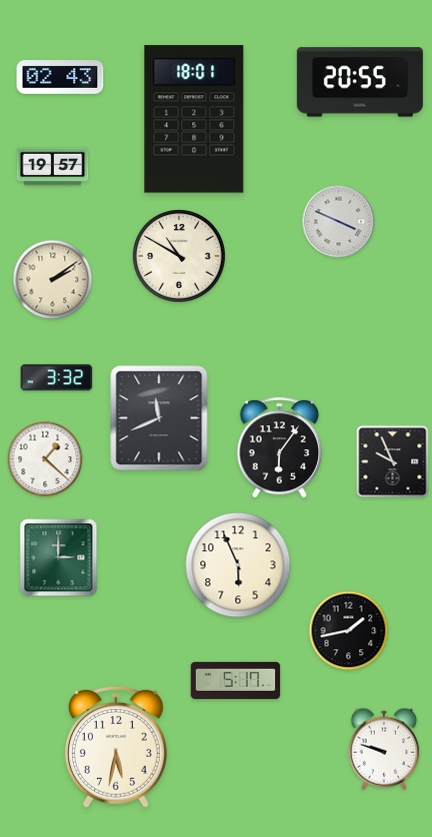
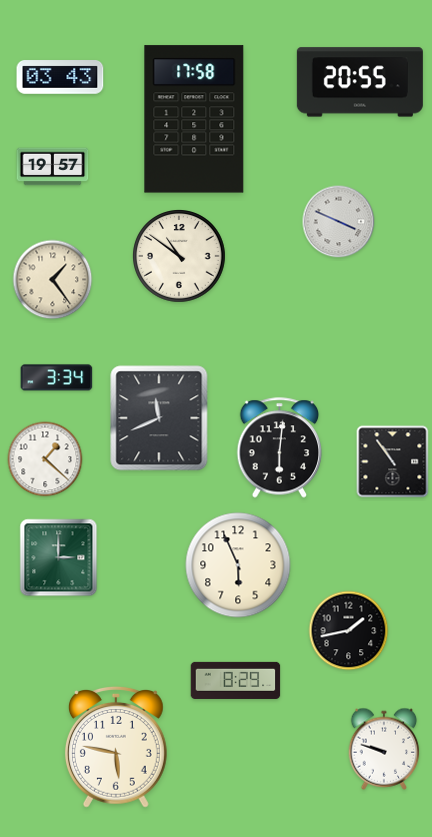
clock at (60, 77): 02:43 -> 03:43
clock at (194, 119): 18:01 -> 17:58
clock at (180, 257): 10:50 -> 10:51
clock at (53, 280): 2:09 -> 1:24
clock at (57, 378): 3:32 -> 3:34
clock at (280, 448): 6:06 -> 6:01
clock at (393, 462): 9:56 -> 10:54
clock at (236, 680): 5:17 -> 8:29
clock at (116, 747): 5:32 -> 5:47
